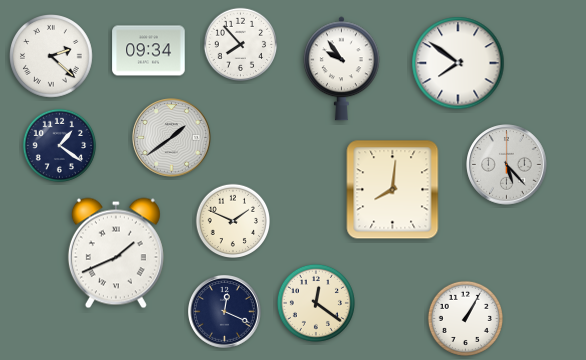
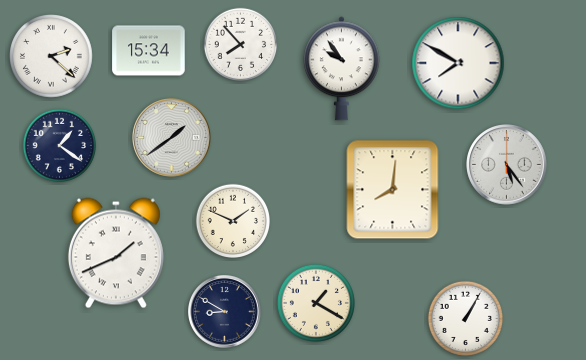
clock at (149, 51): 09:34 -> 15:34
clock at (458, 63): 7:51 -> 7:50
clock at (507, 165): 5:23 -> 5:24
clock at (316, 303): 12:21 -> 1:20
clock at (225, 312): 12:19 -> 8:50
